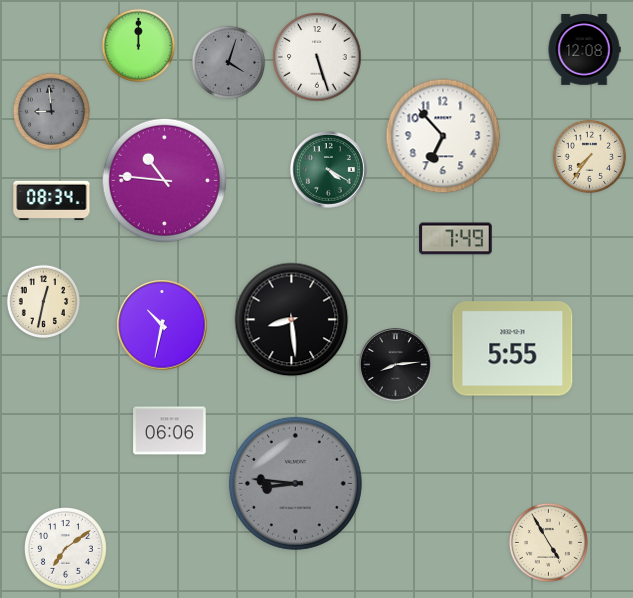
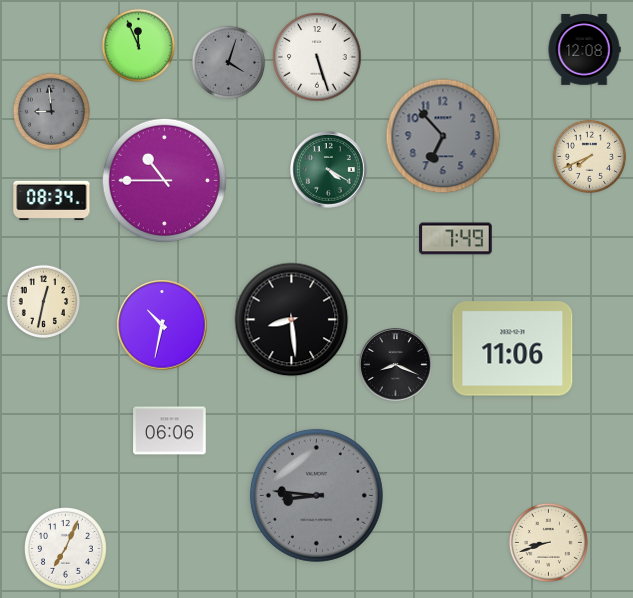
clock at (139, 46): 12:00 -> 11:56
clock at (443, 136) dial: white -> grey
clock at (590, 157): 7:36 -> 7:41
clock at (164, 180): 10:46 -> 10:45
clock at (513, 349): 5:55 -> 11:06
clock at (396, 365): 8:14 -> 8:19
clock at (295, 483) position: (295, 483) -> (316, 495)
clock at (548, 542): 4:55 -> 8:42
clock at (66, 549): 7:09 -> 7:04
